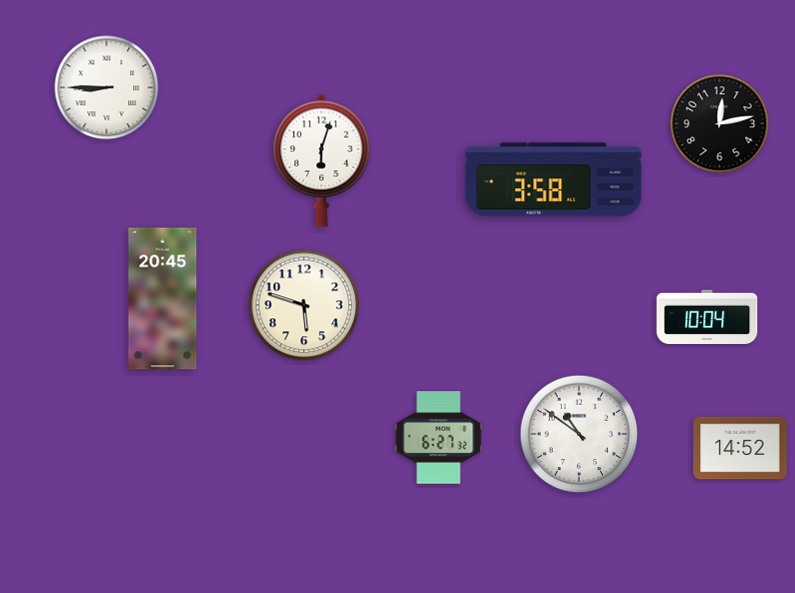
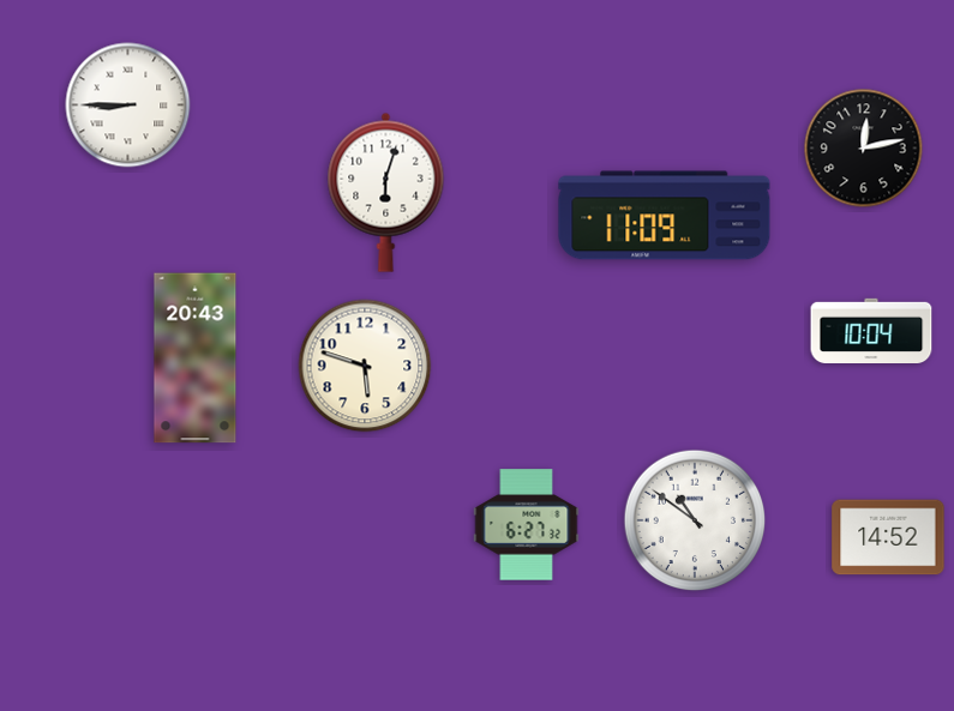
clock at (554, 180): 3:58 -> 11:09
clock at (163, 299): 20:45 -> 20:43
clock at (707, 316) position: (707, 316) -> (871, 330)
